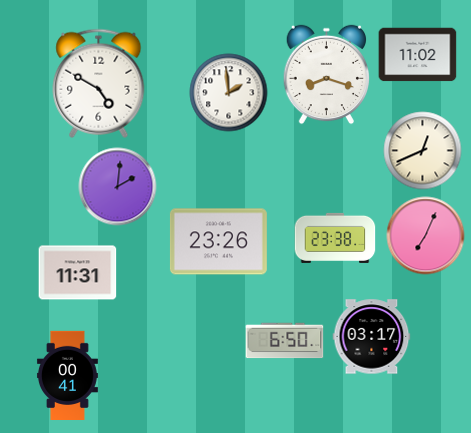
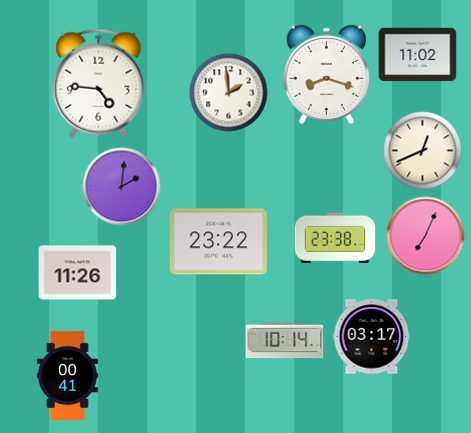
clock at (99, 83): 4:50 -> 4:46
clock at (117, 186) position: (117, 186) -> (121, 186)
clock at (218, 242): 23:26 -> 23:22
clock at (77, 273): 11:31 -> 11:26
clock at (284, 341): 6:50 -> 10:14
